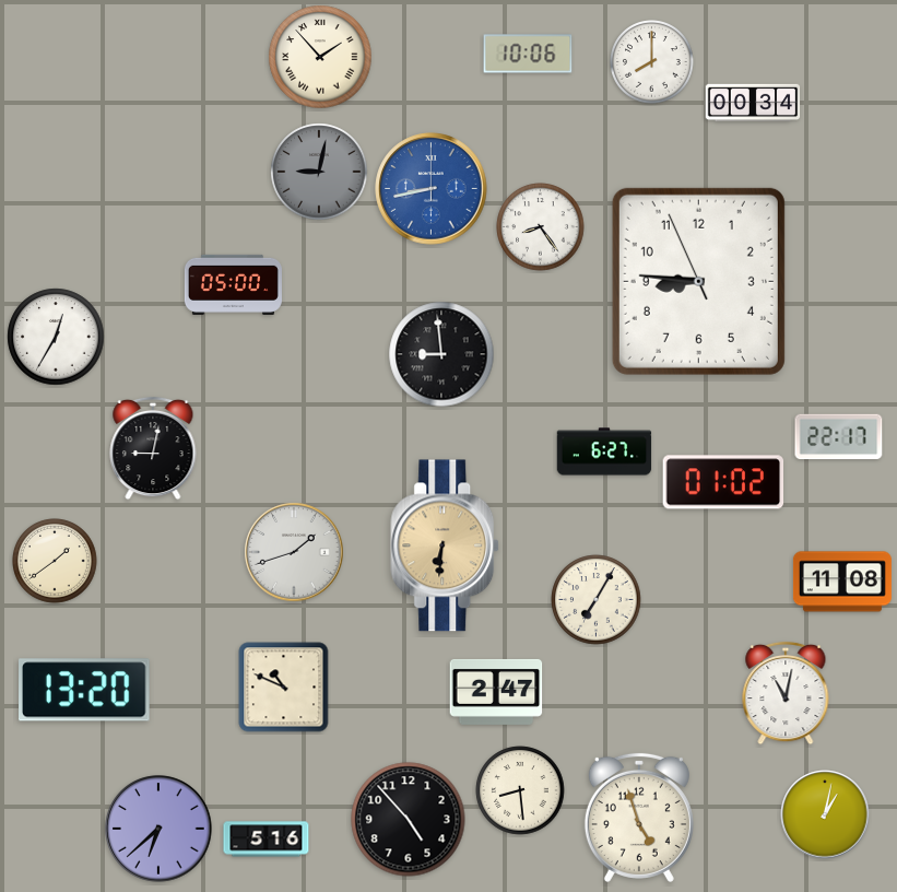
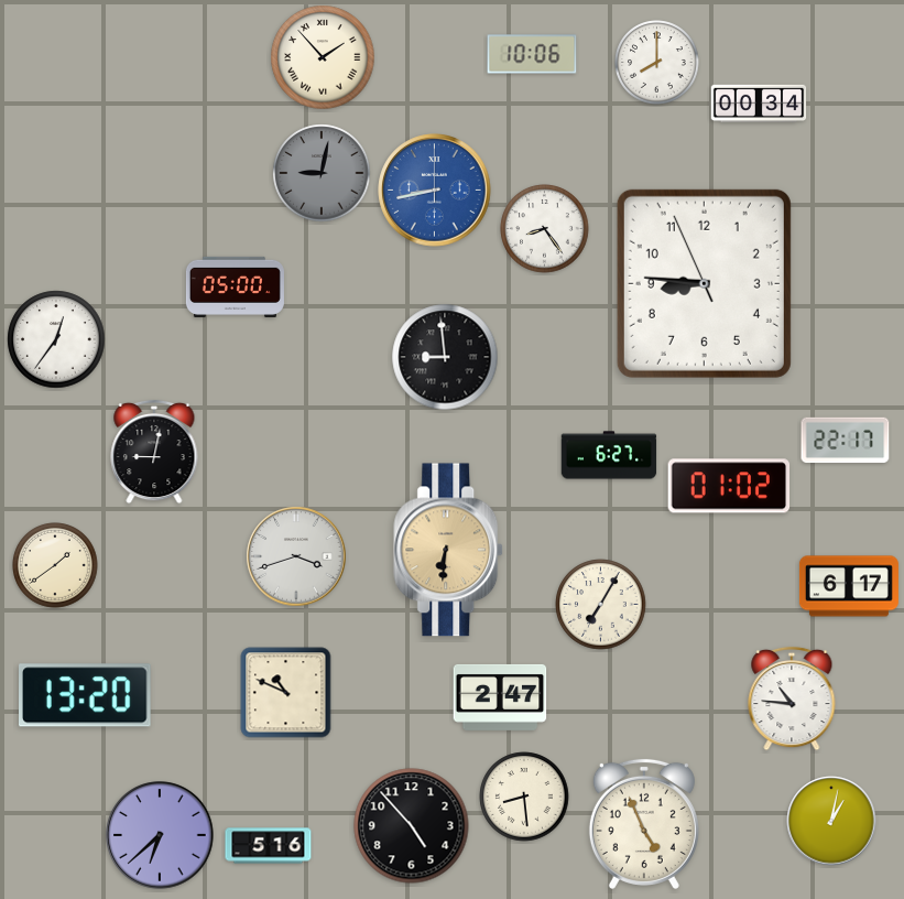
clock at (56, 337): 12:35 -> 12:36
clock at (294, 552): 1:42 -> 3:42
clock at (842, 582): 11:08 -> 6:17
clock at (786, 693): 11:02 -> 10:46
clock at (639, 818): 4:57 -> 4:56
